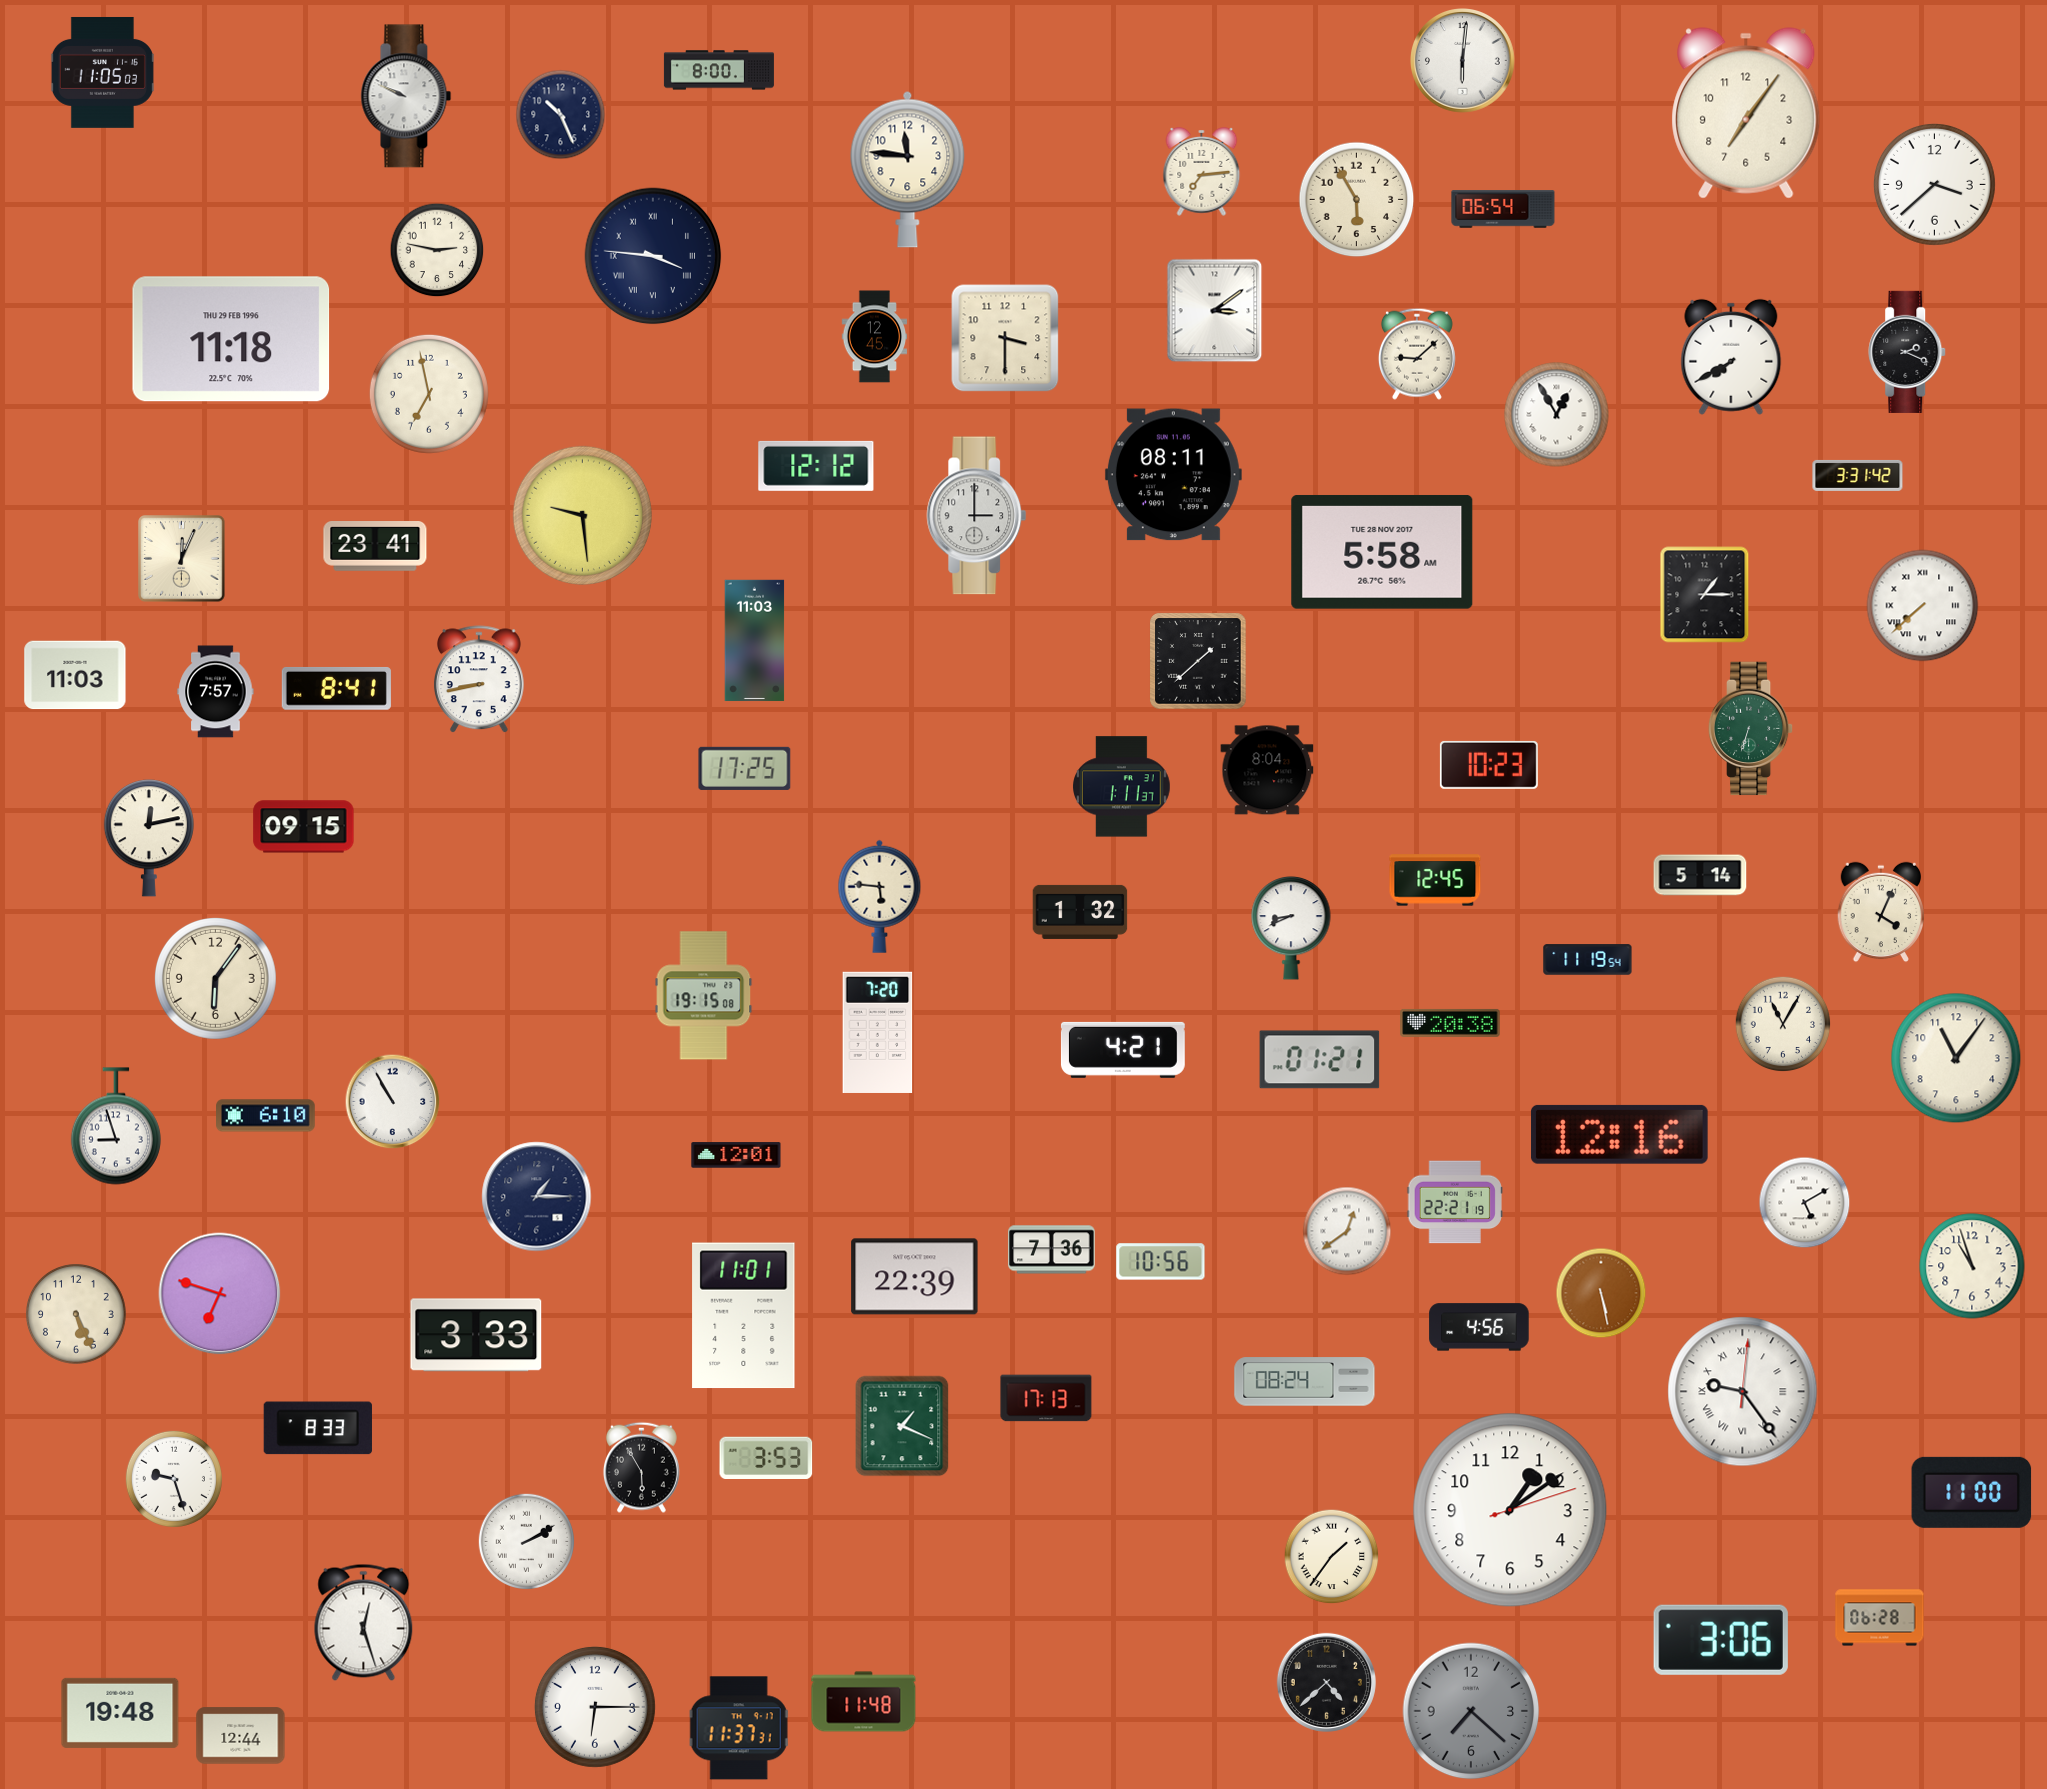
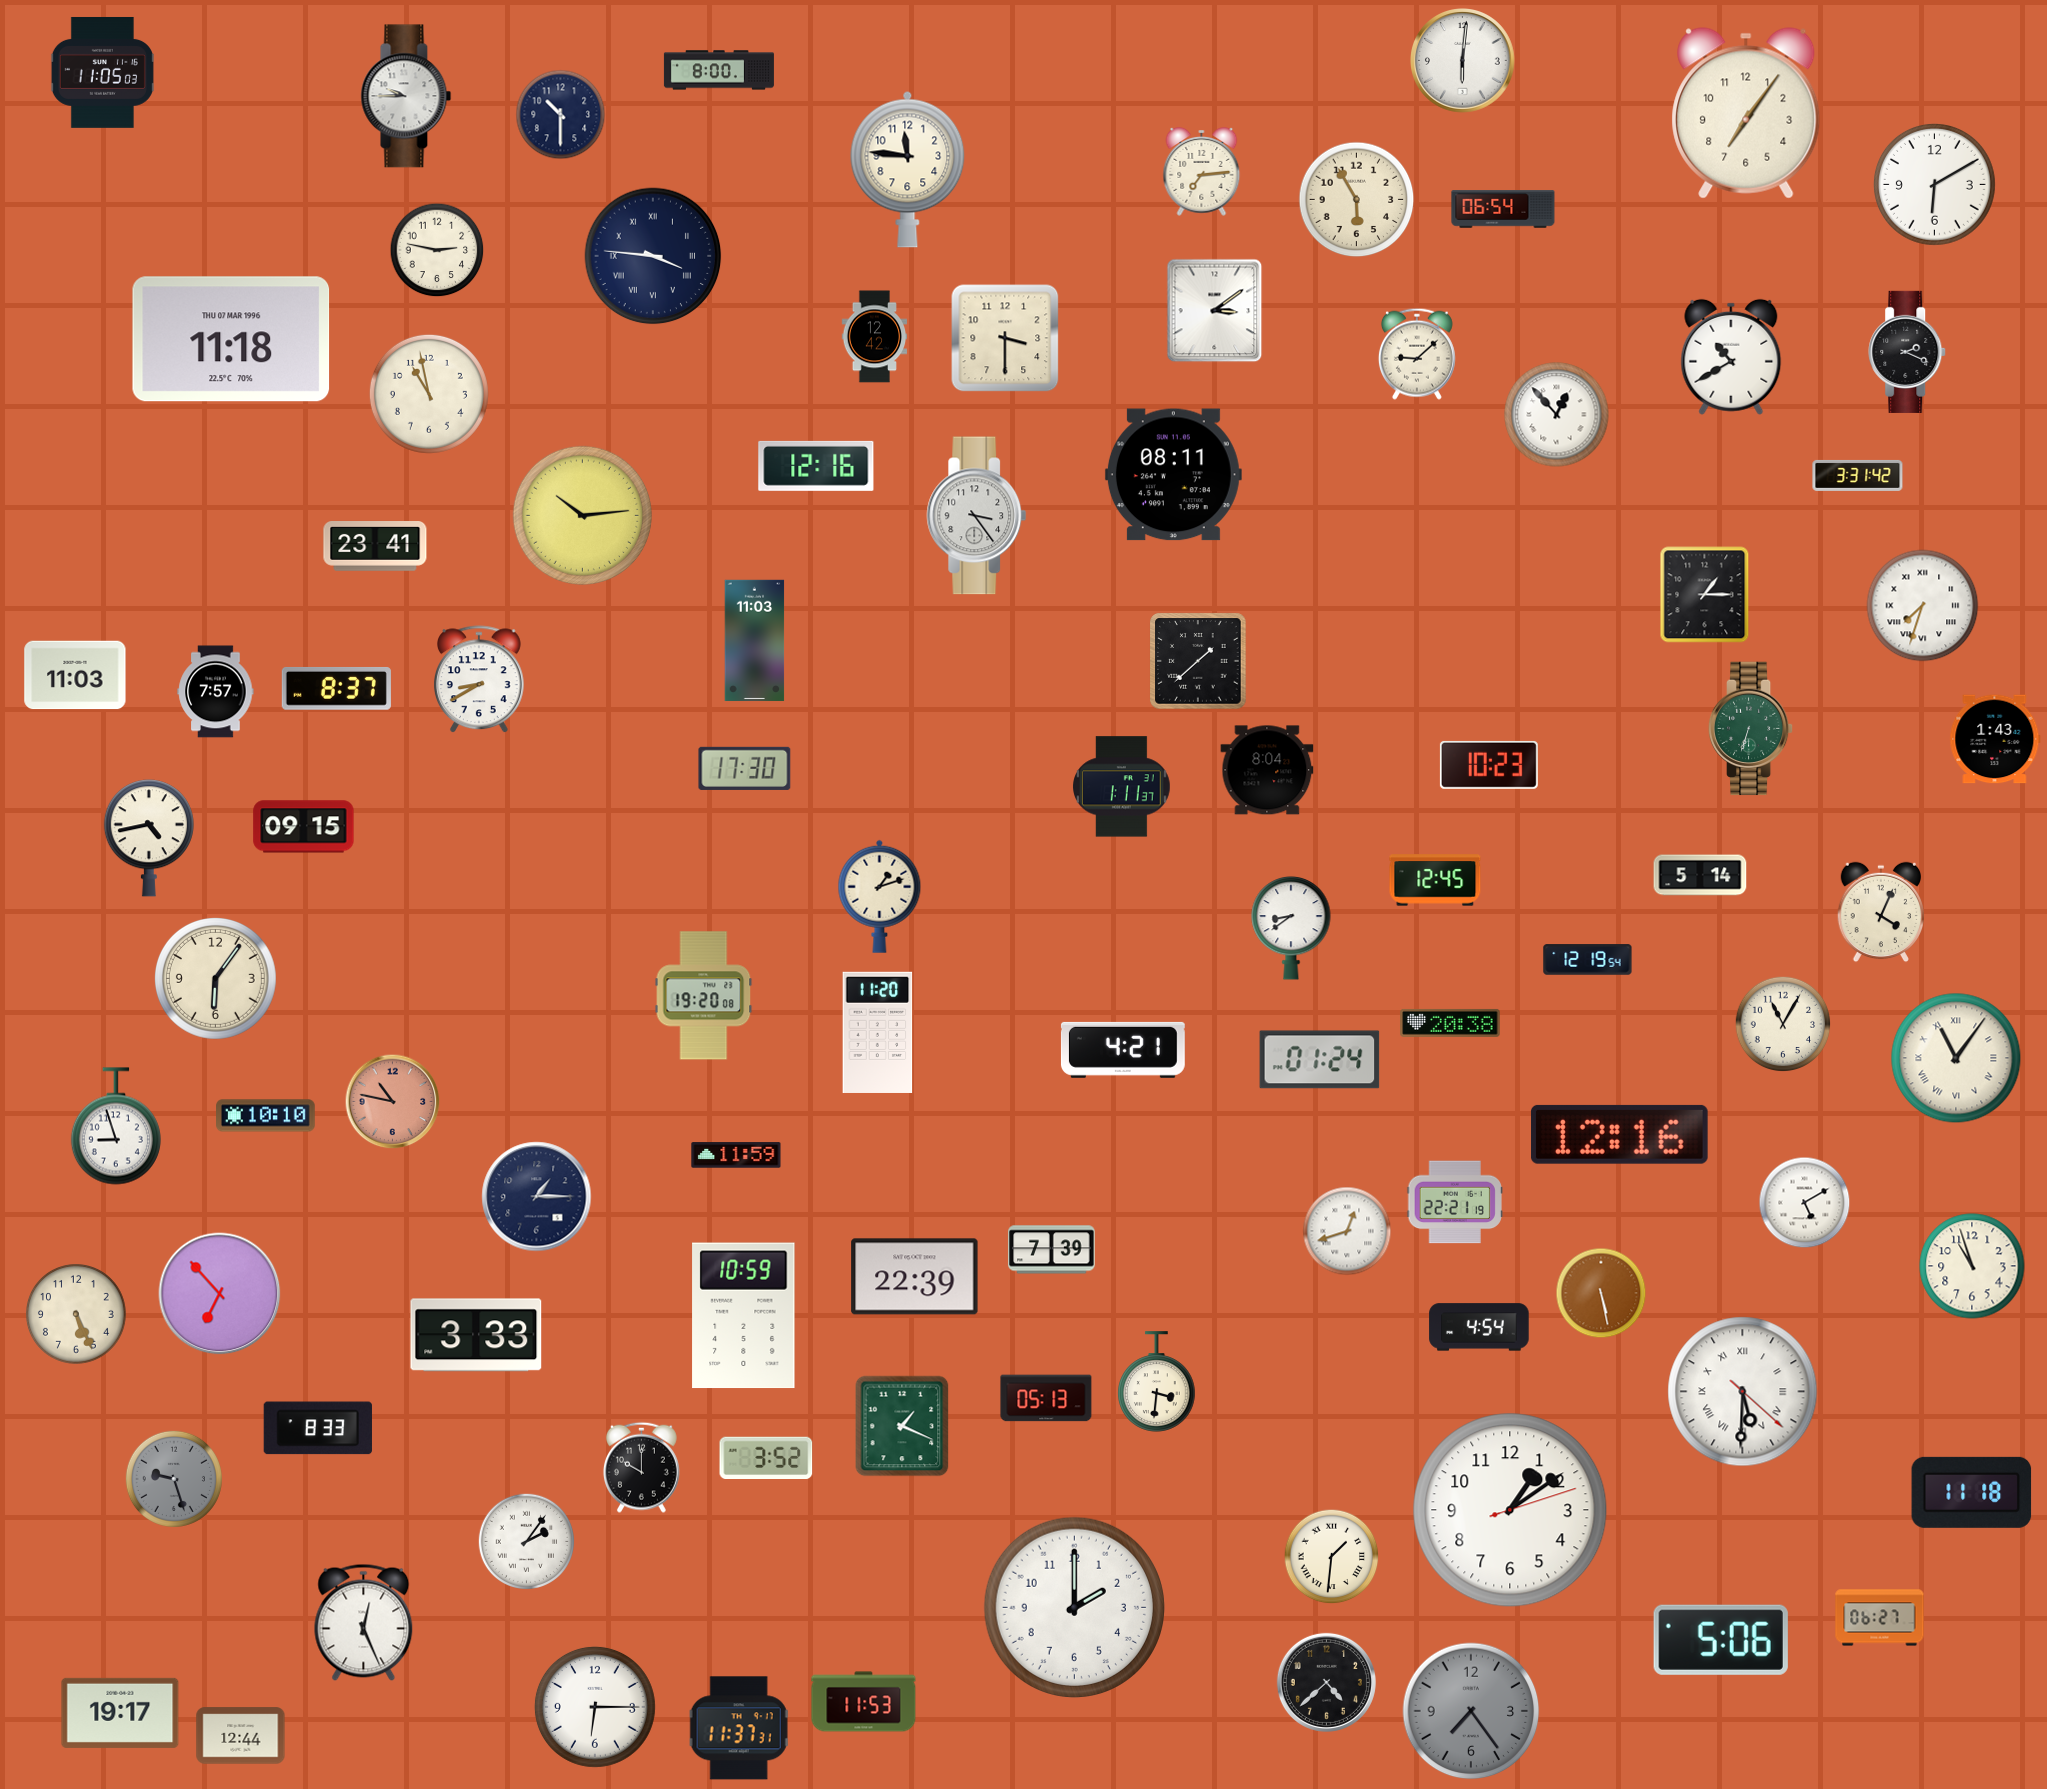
clock at (406, 96): 9:49 -> 9:45
clock at (561, 115): 10:26 -> 10:30
clock at (1934, 184): 3:38 -> 6:10
clock at (875, 337): 12:45 -> 12:42
clock at (231, 339) date: THU 29 FEB 1996 -> THU 07 MAR 1996
clock at (1731, 357): 7:40 -> 10:40
clock at (429, 394): 6:58 -> 10:58
clock at (1557, 415): 12:55 -> 12:53
clock at (816, 466): 12:12 -> 12:16
clock at (582, 515): 9:29 -> 10:14
clock at (977, 516): 3:00 -> 3:24
clock at (1382, 552): 5:58 -> none
clock at (182, 559): 12:04 -> none
clock at (1923, 606): 7:38 -> 7:33
clock at (479, 680): 8:43 -> 8:40
clock at (336, 688): 8:41 -> 8:37
clock at (1995, 739): none -> 1:43
clock at (745, 768): 17:25 -> 17:30
clock at (149, 838): 12:13 -> 4:43
clock at (880, 896): 5:46 -> 1:12
clock at (1080, 912): 1:32 -> none
clock at (1291, 928): 8:41 -> 8:39
clock at (1588, 960): 11:19 -> 12:19
clock at (704, 996): 19:15 -> 19:20
clock at (878, 1032): 7:20 -> 11:20
clock at (1956, 1058) numerals: Arabic -> Roman
clock at (1320, 1060): 01:21 -> 01:24
clock at (393, 1102): 10:55 -> 10:47
clock at (393, 1102) dial: white -> salmon
clock at (266, 1116): 6:10 -> 10:10
clock at (736, 1155): 12:01 -> 11:59
clock at (1347, 1231): 12:39 -> 12:42
clock at (1052, 1250): 7:36 -> 7:39
clock at (1161, 1262): 10:56 -> none
clock at (220, 1294): 6:48 -> 6:53
clock at (744, 1316): 11:01 -> 10:59
clock at (1479, 1327): 4:56 -> 4:54
clock at (1157, 1382): none -> 3:31
clock at (1305, 1382): 08:24 -> none
clock at (1743, 1392): 9:24 -> 5:30
clock at (1046, 1398): 17:13 -> 05:13
clock at (766, 1457): 3:53 -> 3:52
clock at (642, 1467): 5:55 -> 10:00
clock at (174, 1479) dial: white -> grey
clock at (1972, 1492): 11:00 -> 11:18
clock at (526, 1541): 2:10 -> 2:06
clock at (1332, 1557): 1:36 -> 1:31
clock at (1074, 1607): none -> 2:00
clock at (1880, 1618): 06:28 -> 06:27
clock at (364, 1622): 12:27 -> 12:26
clock at (1721, 1640): 3:06 -> 5:06
clock at (864, 1702): 11:48 -> 11:53
clock at (1471, 1711): 7:22 -> 7:24
clock at (120, 1713): 19:48 -> 19:17
